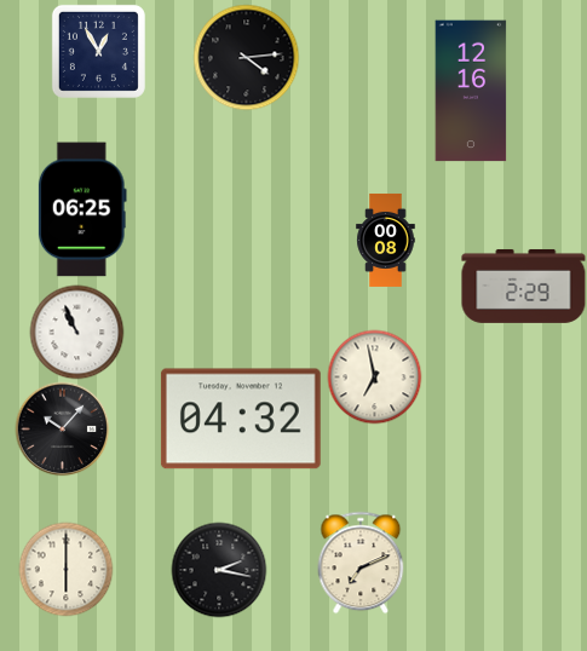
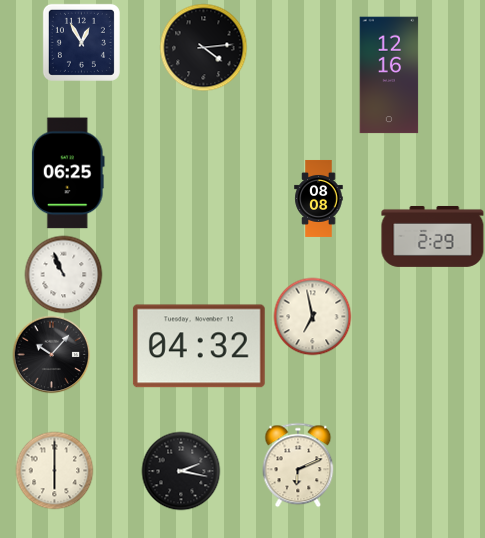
clock at (386, 240): 00:08 -> 08:08
clock at (374, 376) position: (374, 376) -> (312, 316)
clock at (361, 563): 7:11 -> 6:11
